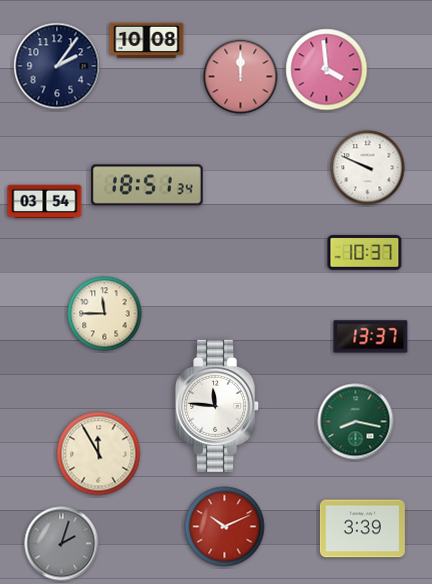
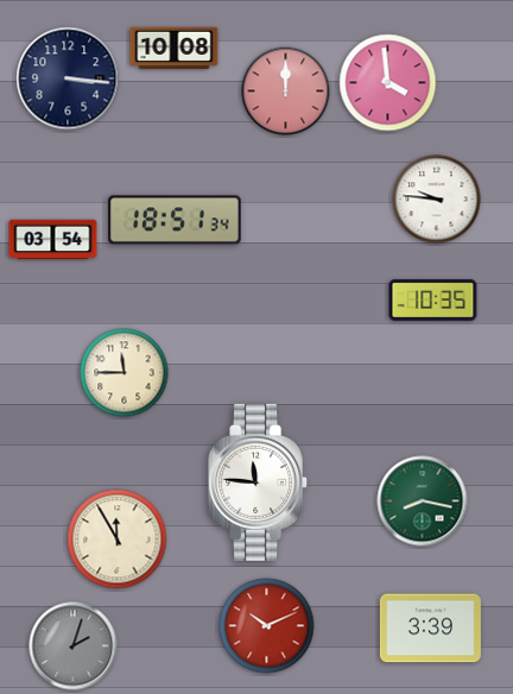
clock at (57, 66): 2:06 -> 3:16
clock at (368, 168): 9:49 -> 9:46
clock at (365, 253): 10:37 -> 10:35
clock at (371, 337): 13:37 -> none
